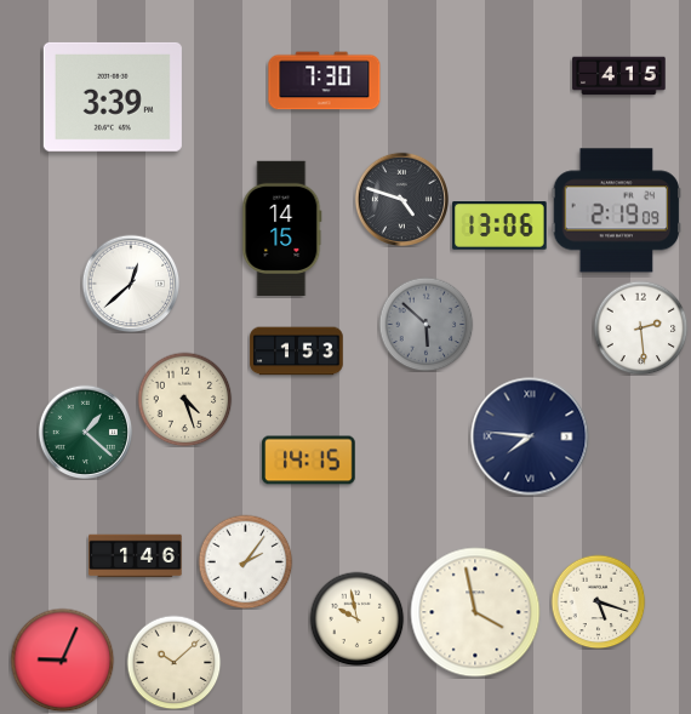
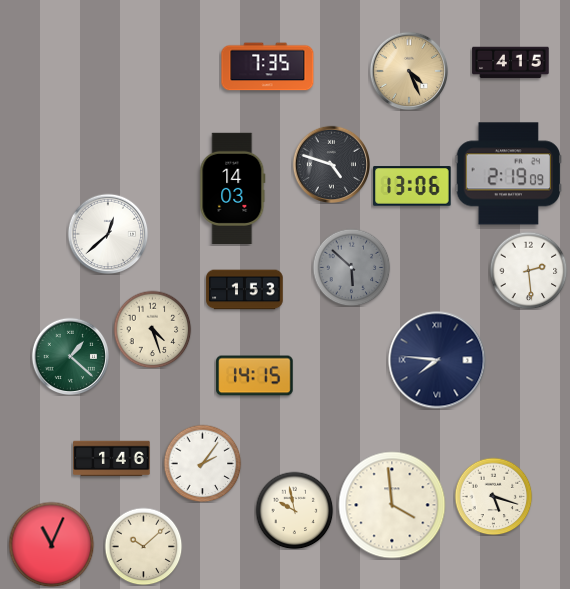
clock at (325, 81): 7:30 -> 7:35
clock at (409, 71): none -> 4:26
clock at (113, 97): 3:39 -> none
clock at (282, 228): 14:15 -> 14:03
clock at (309, 461) position: (309, 461) -> (255, 376)
clock at (475, 612): 3:58 -> 3:59
clock at (62, 659): 9:04 -> 11:04
